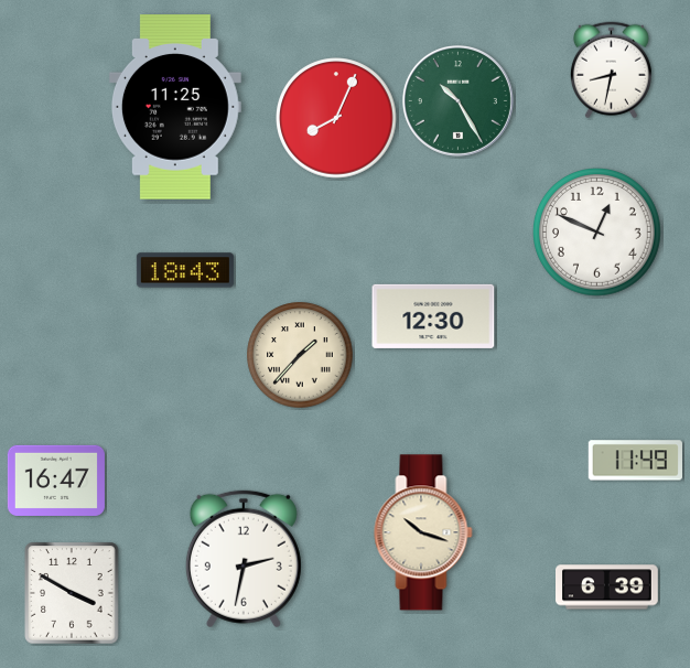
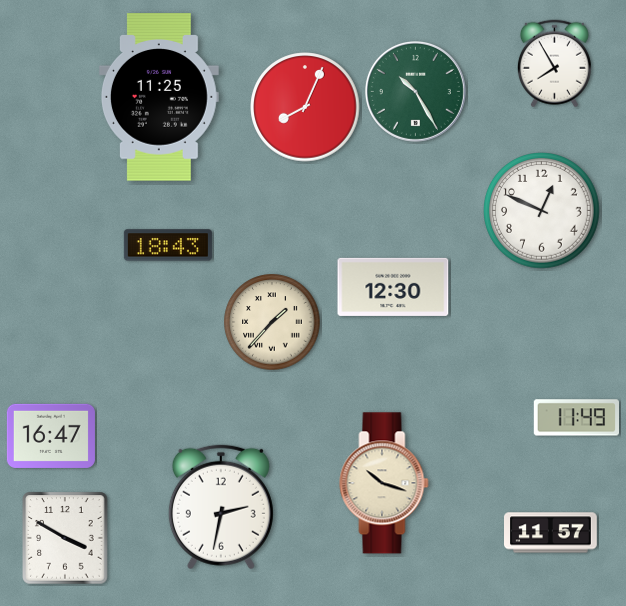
clock at (611, 71): 8:32 -> 7:55
clock at (607, 588): 6:39 -> 11:57
